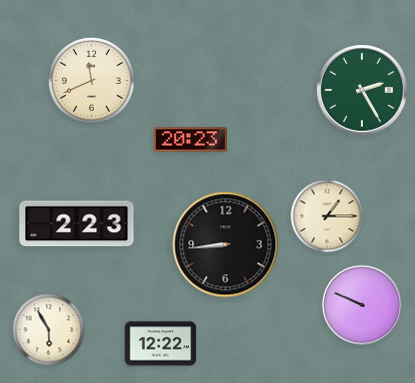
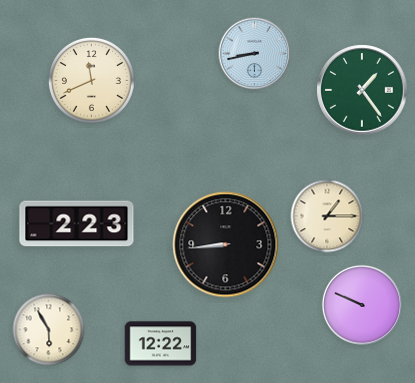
clock at (255, 54): none -> 8:43
clock at (362, 90): 2:25 -> 1:24
clock at (190, 140): 20:23 -> none
